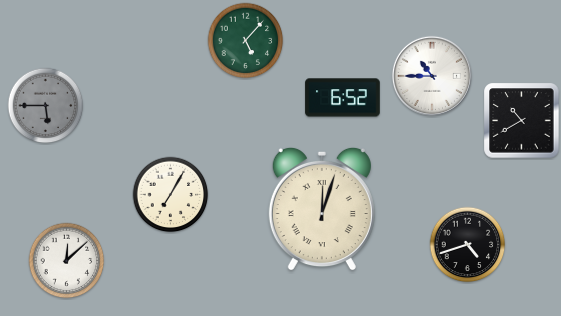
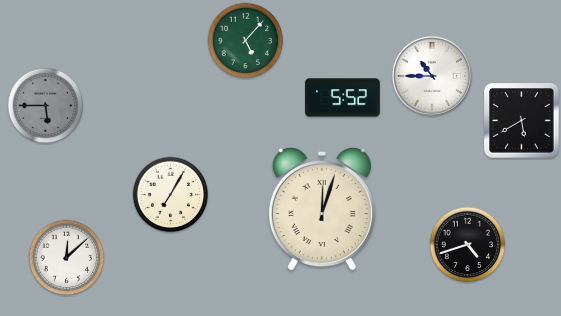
clock at (343, 98): 6:52 -> 5:52
clock at (522, 121): 10:40 -> 5:40
clock at (67, 261) position: (67, 261) -> (67, 258)
